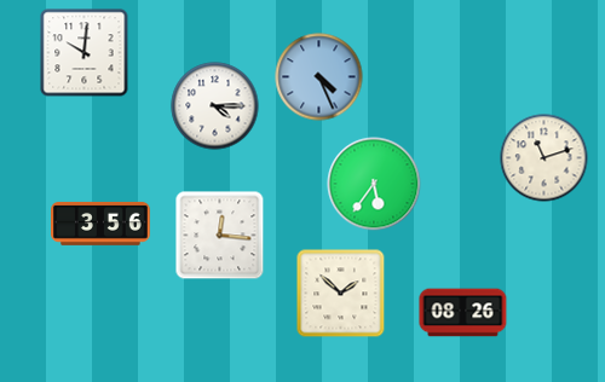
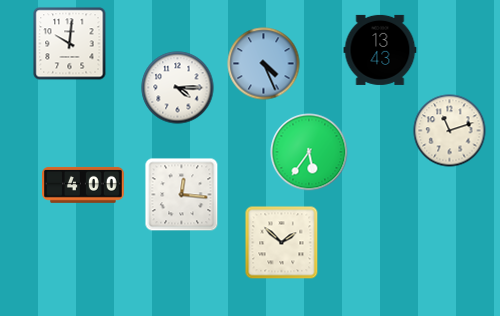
clock at (380, 50): none -> 13:43
clock at (102, 224): 3:56 -> 4:00
clock at (463, 313): 08:26 -> none
